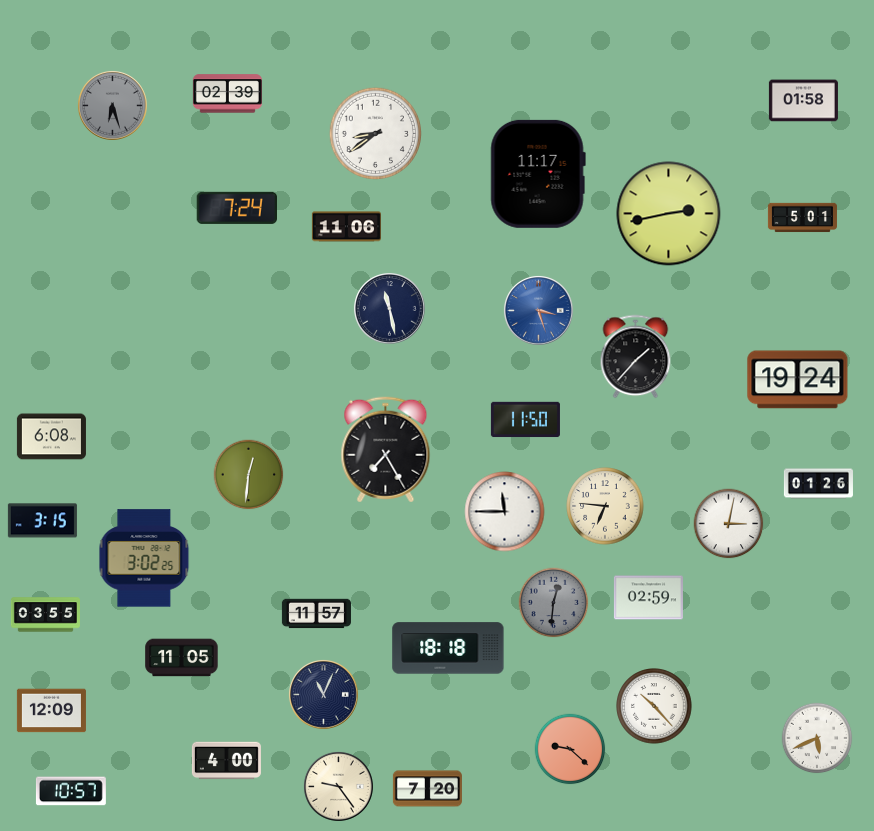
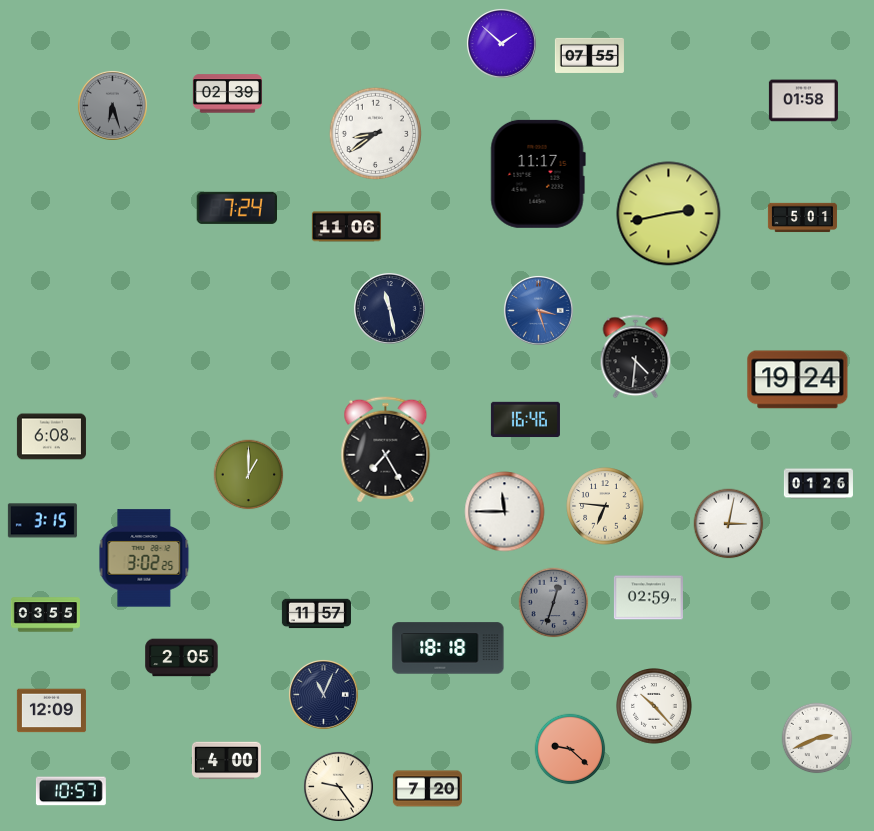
clock at (501, 43): none -> 1:52
clock at (589, 55): none -> 07:55
clock at (636, 357): 1:37 -> 4:31
clock at (525, 420): 11:50 -> 16:46
clock at (249, 475): 12:31 -> 1:00
clock at (554, 603): 12:31 -> 12:33
clock at (182, 658): 11:05 -> 2:05
clock at (817, 738): 5:41 -> 2:41
